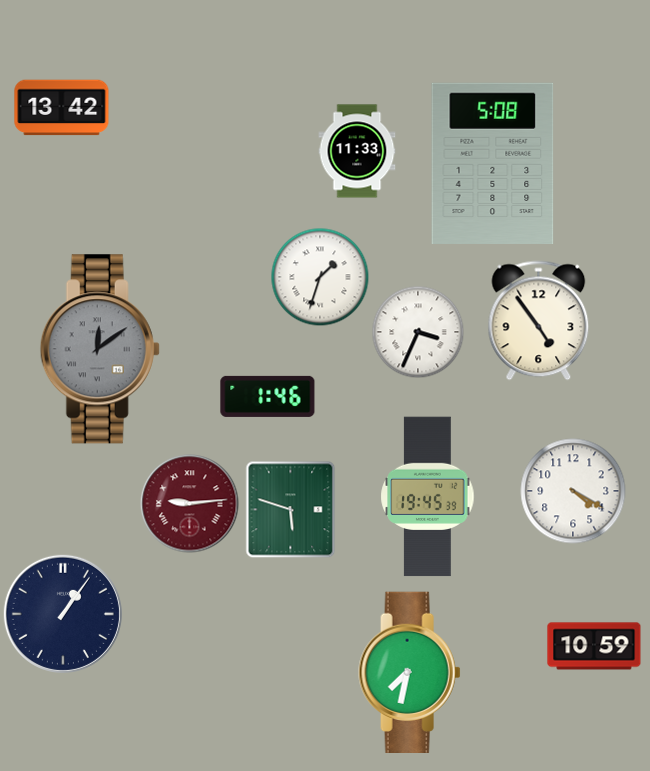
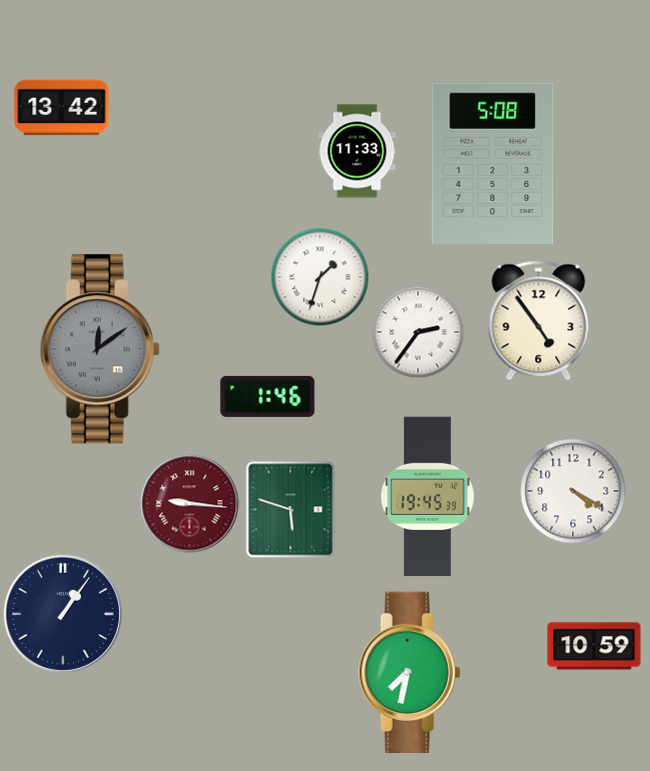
clock at (418, 332): 3:34 -> 2:36
clock at (190, 504): 9:14 -> 9:16
